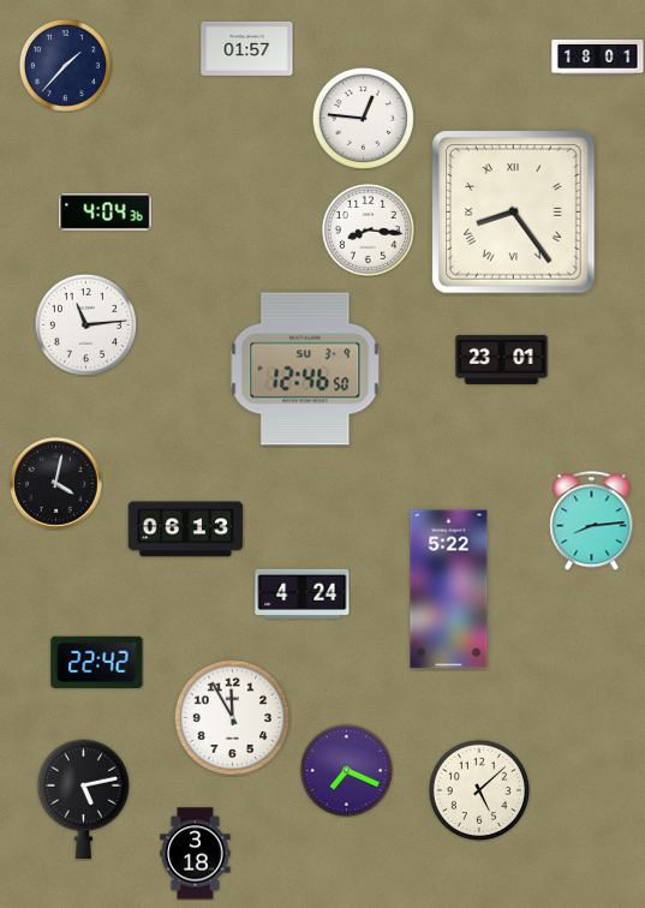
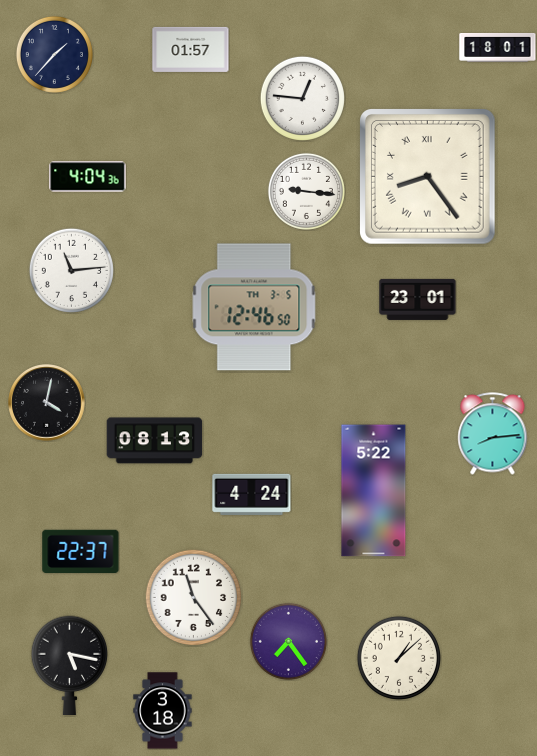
clock at (247, 48) position: (247, 48) -> (191, 49)
clock at (368, 229): 8:16 -> 9:16
clock at (305, 369) date: SU 3-9 -> TH 3-5
clock at (186, 530): 06:13 -> 08:13
clock at (97, 663): 22:42 -> 22:37
clock at (232, 717): 11:55 -> 11:24
clock at (346, 770): 7:19 -> 7:24
clock at (479, 790): 5:08 -> 1:08
clock at (84, 799): 5:13 -> 5:17
